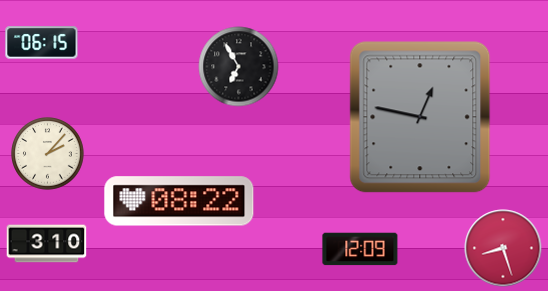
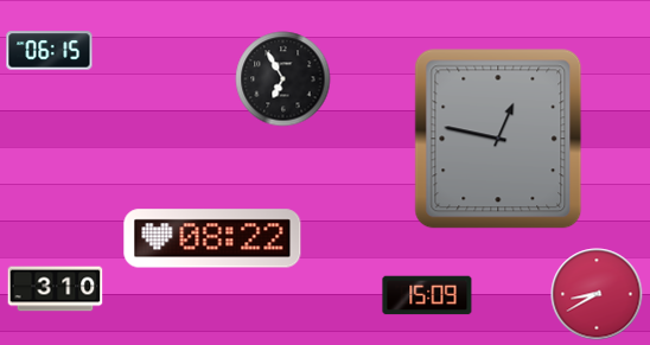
clock at (48, 154): 2:07 -> none
clock at (503, 248): 8:27 -> 8:40
clock at (360, 249): 12:09 -> 15:09
